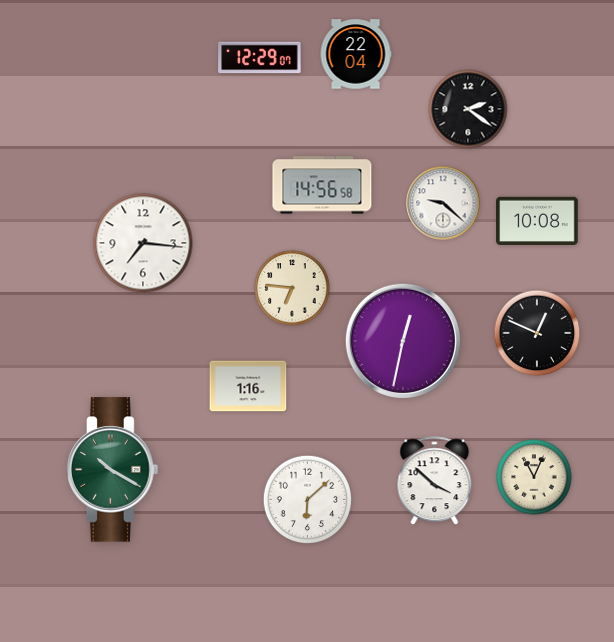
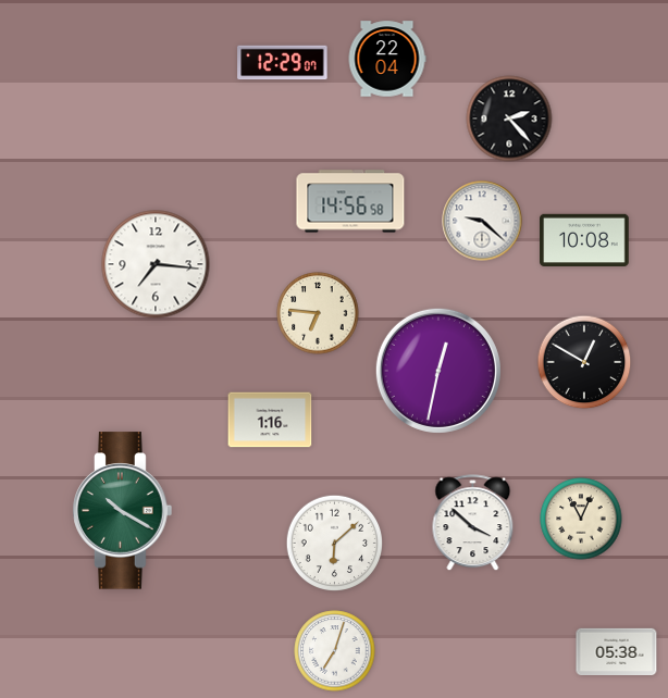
clock at (468, 109): 2:21 -> 2:23
clock at (537, 333): 12:49 -> 12:50
clock at (335, 651): none -> 7:03
clock at (617, 651): none -> 05:38
